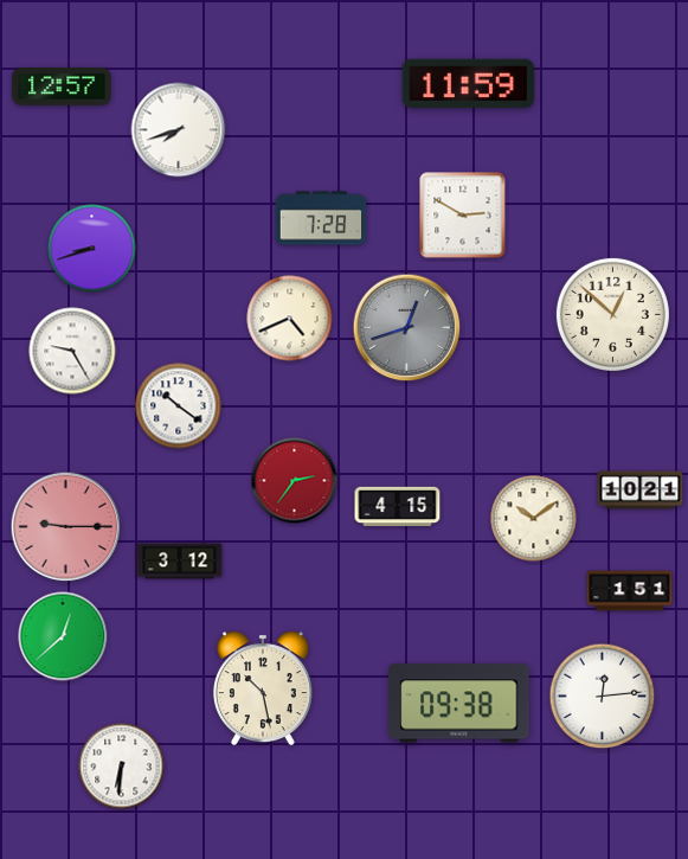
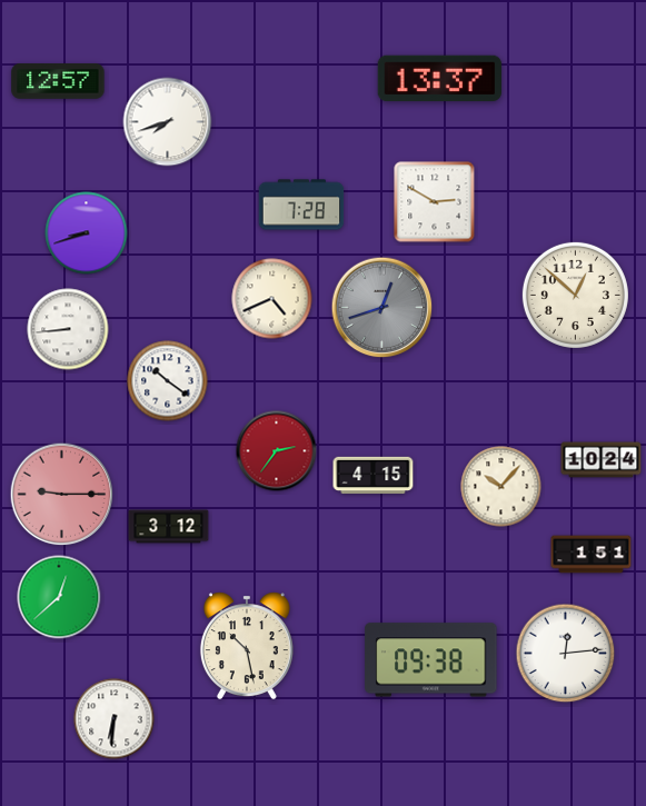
clock at (469, 84): 11:59 -> 13:37
clock at (72, 351): 9:25 -> 8:44
clock at (641, 491): 10:21 -> 10:24
clock at (534, 519): 10:09 -> 10:07
